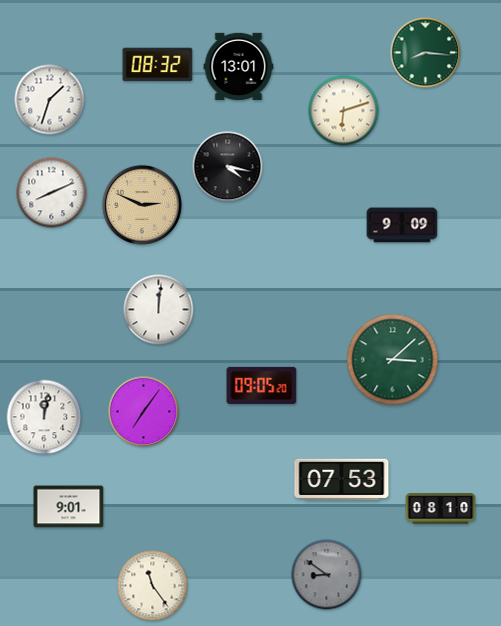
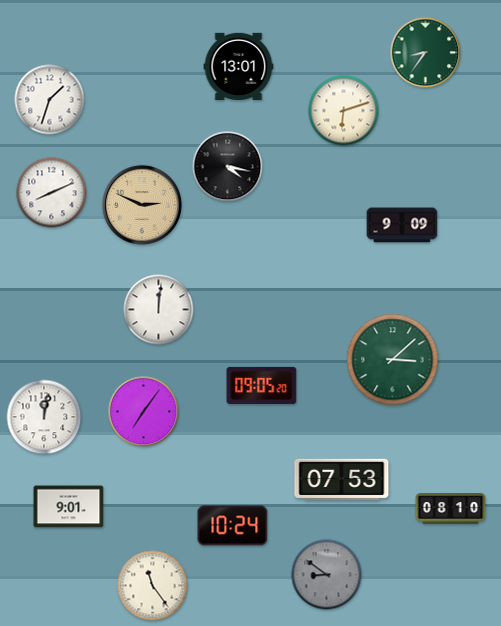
clock at (426, 53): 8:16 -> 8:36
clock at (158, 65): 08:32 -> none
clock at (441, 509) position: (441, 509) -> (451, 509)
clock at (233, 526): none -> 10:24
